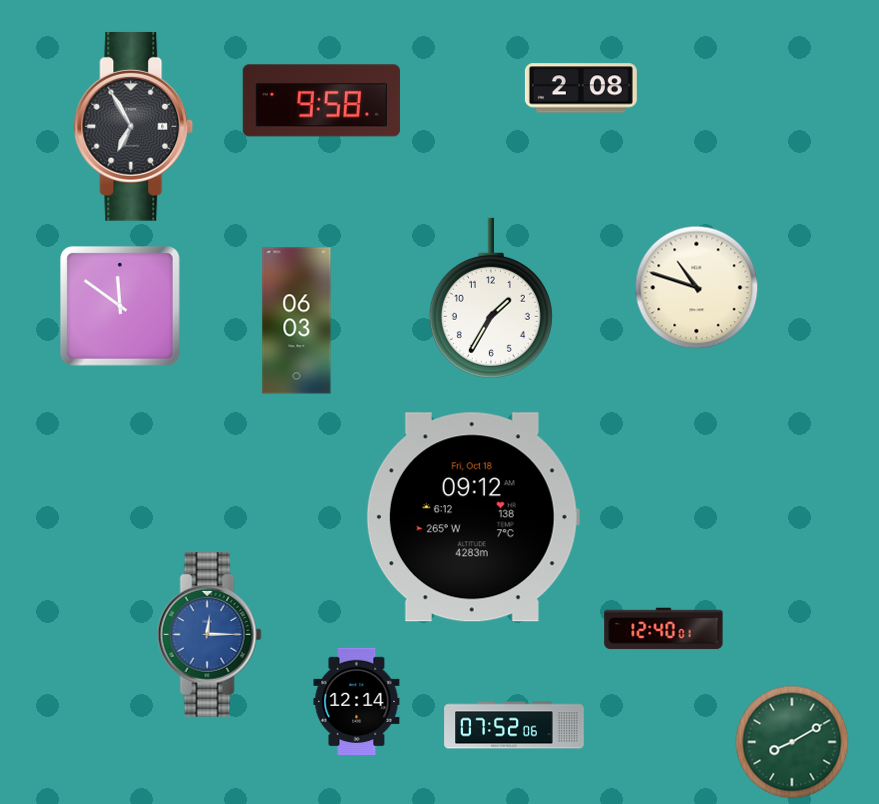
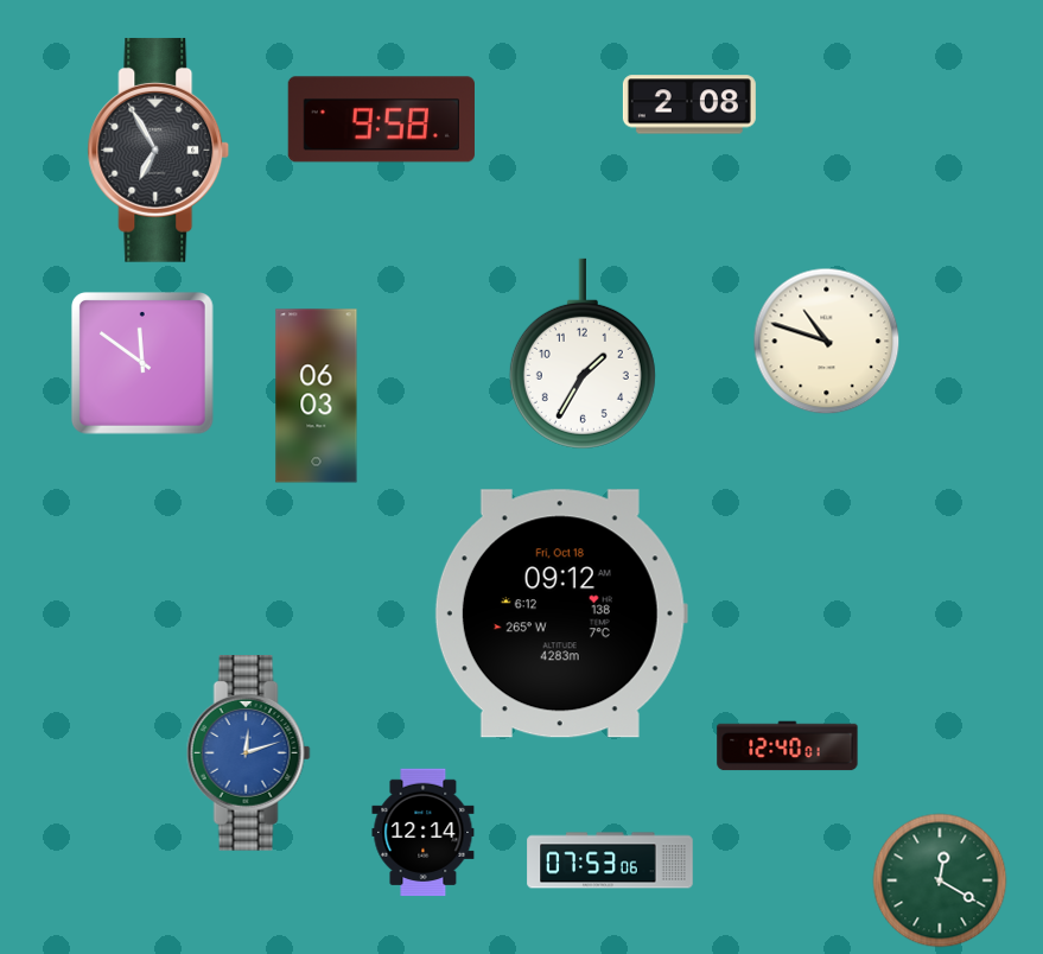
clock at (297, 321) position: (297, 321) -> (317, 396)
clock at (209, 635): 12:15 -> 12:12
clock at (514, 725): 07:52 -> 07:53
clock at (792, 742): 8:10 -> 12:20
